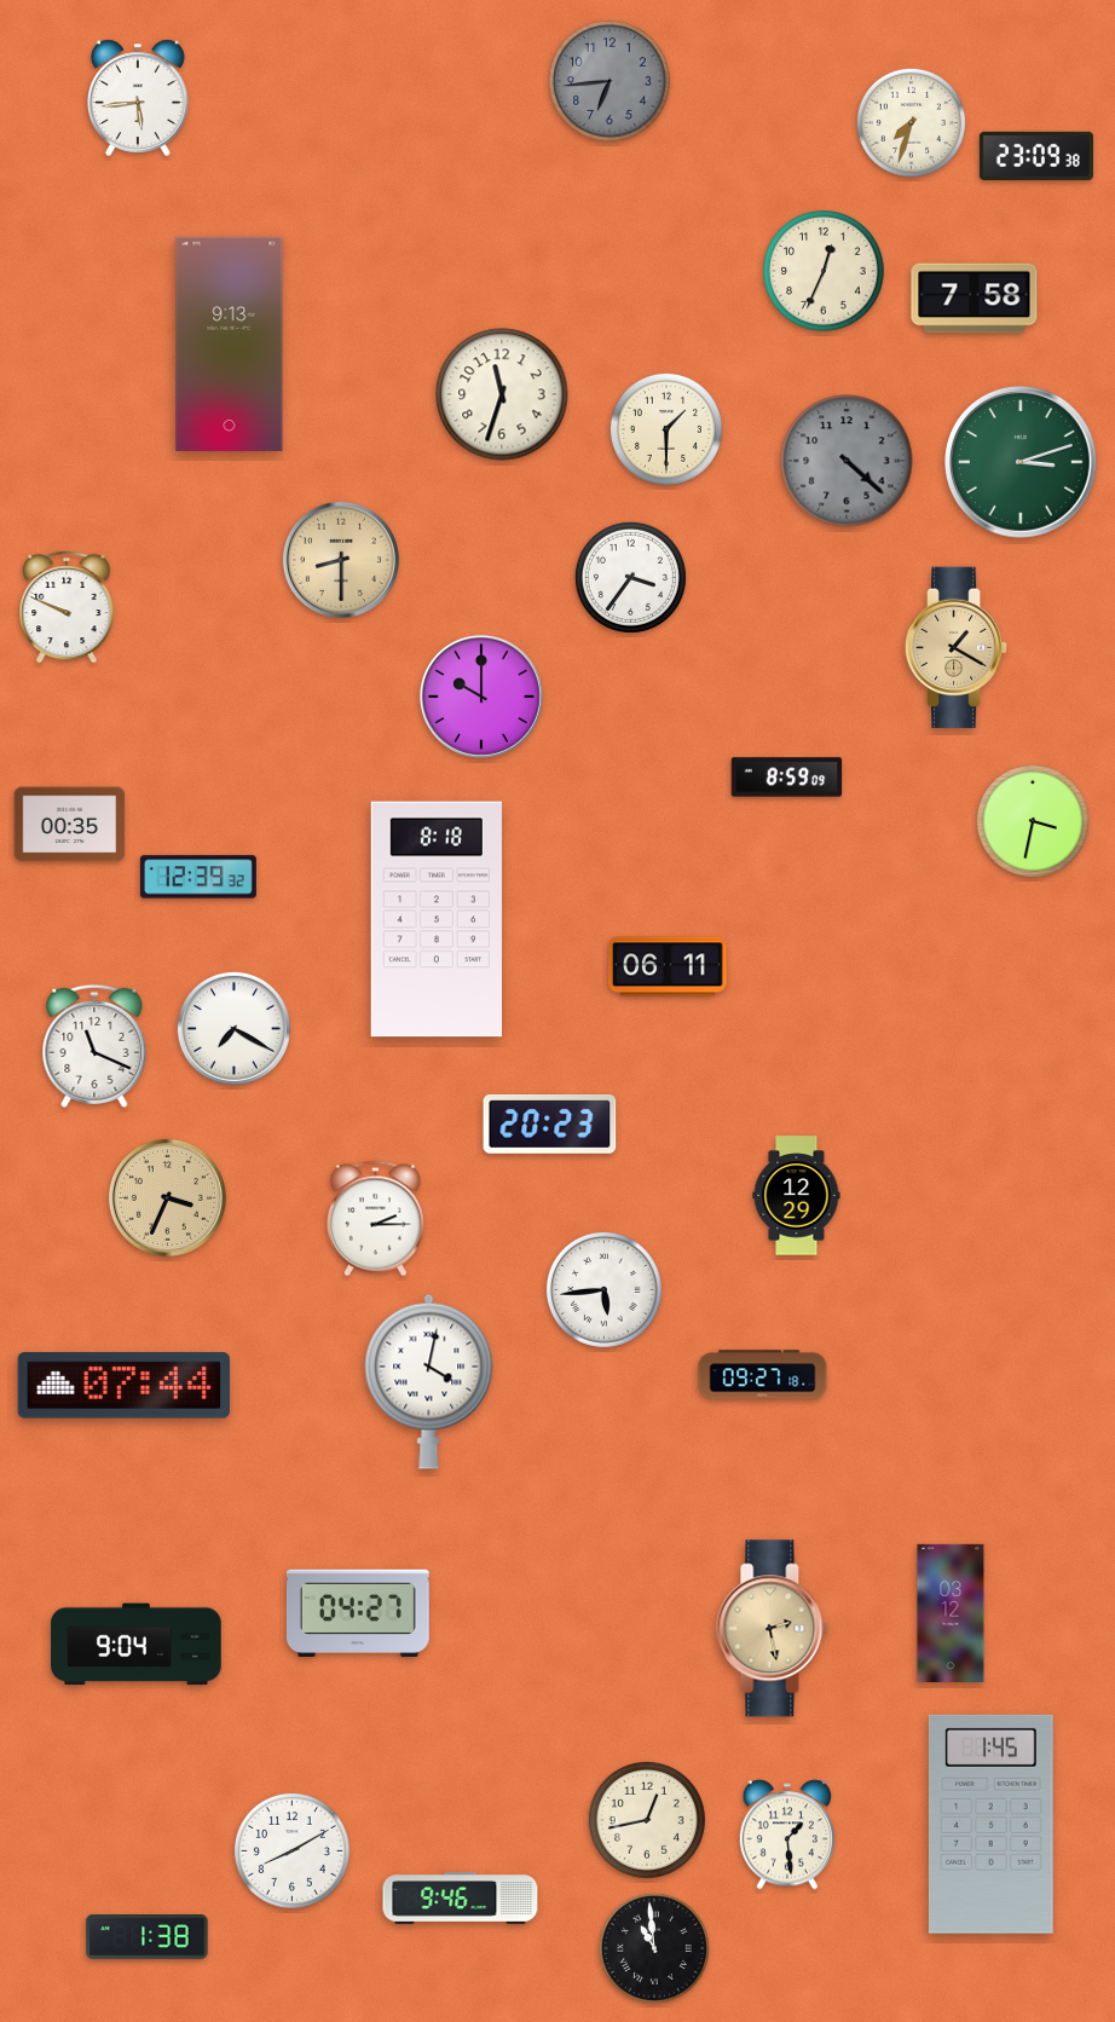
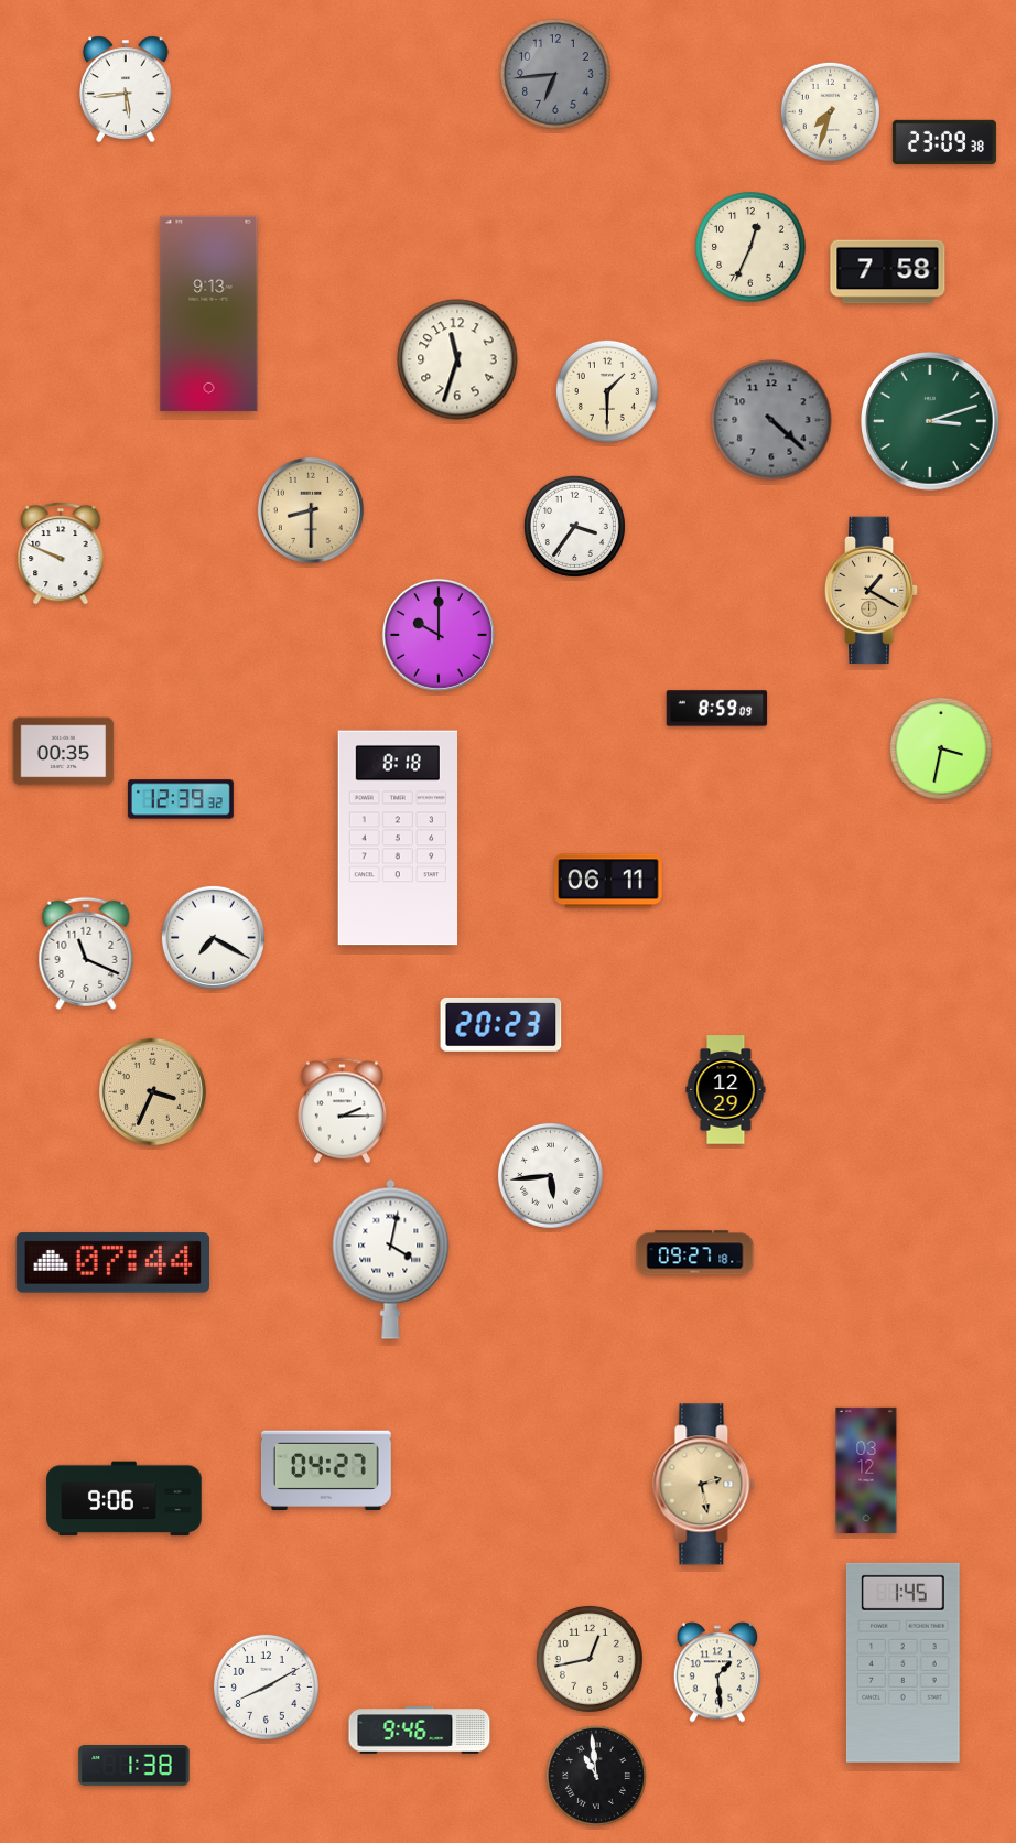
clock at (137, 1645): 9:04 -> 9:06
